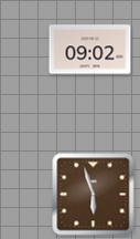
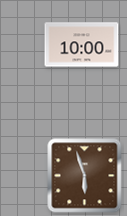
clock at (90, 50): 09:02 -> 10:00
